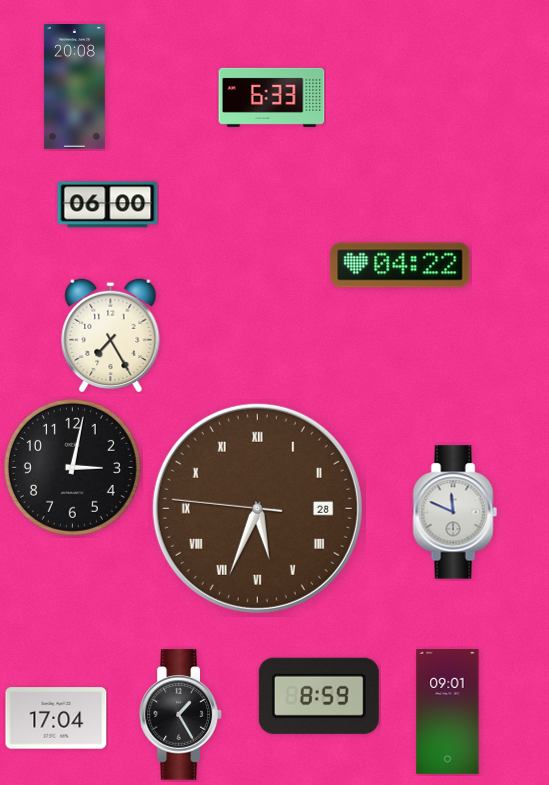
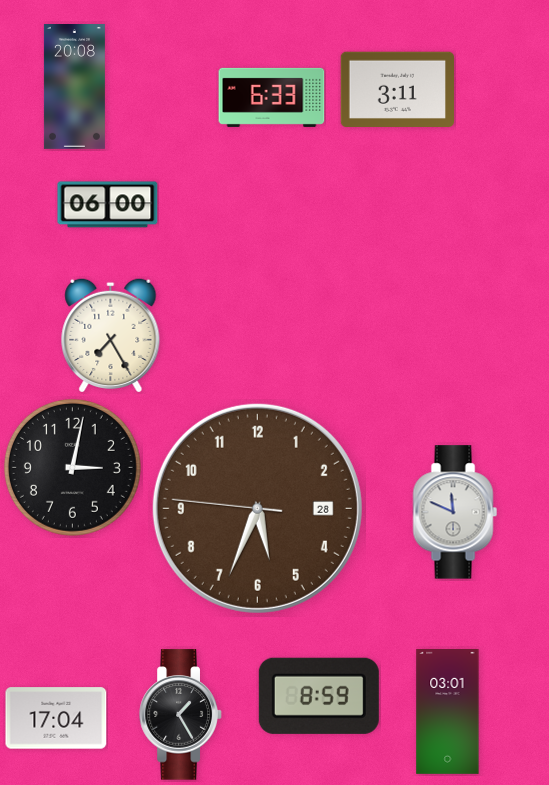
clock at (398, 89): none -> 3:11
clock at (400, 265): 04:22 -> none
clock at (257, 508) numerals: Roman -> Arabic
clock at (448, 712): 09:01 -> 03:01
